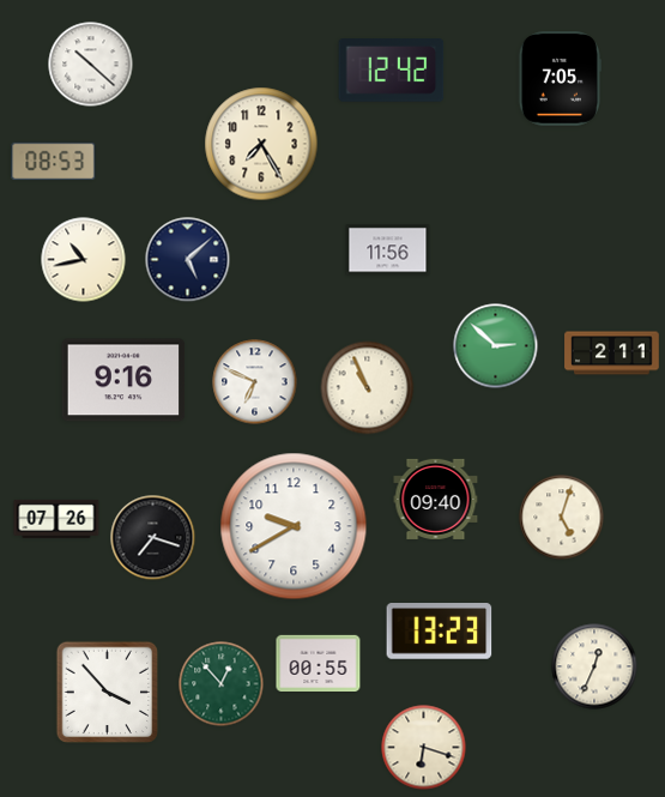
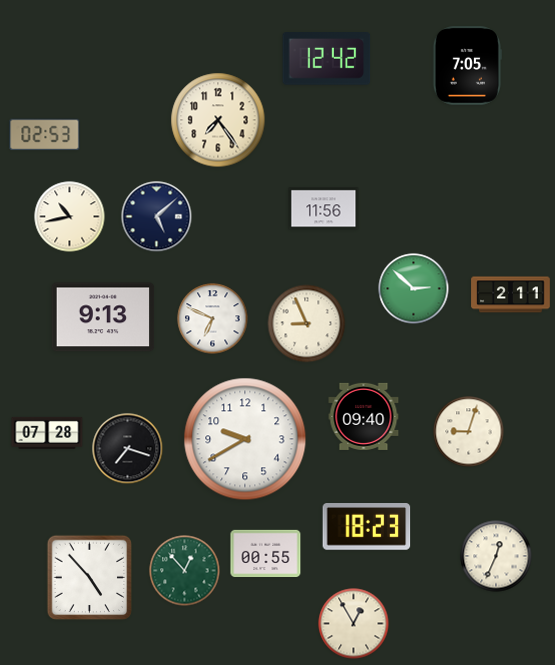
clock at (91, 65): 10:22 -> none
clock at (261, 144): 7:25 -> 7:24
clock at (54, 162): 08:53 -> 02:53
clock at (123, 380): 9:16 -> 9:13
clock at (368, 388): 10:56 -> 8:56
clock at (562, 518): 5:03 -> 9:03
clock at (56, 519): 07:26 -> 07:28
clock at (440, 632): 13:23 -> 18:23
clock at (108, 693): 3:53 -> 4:53
clock at (424, 748): 6:18 -> 12:55
